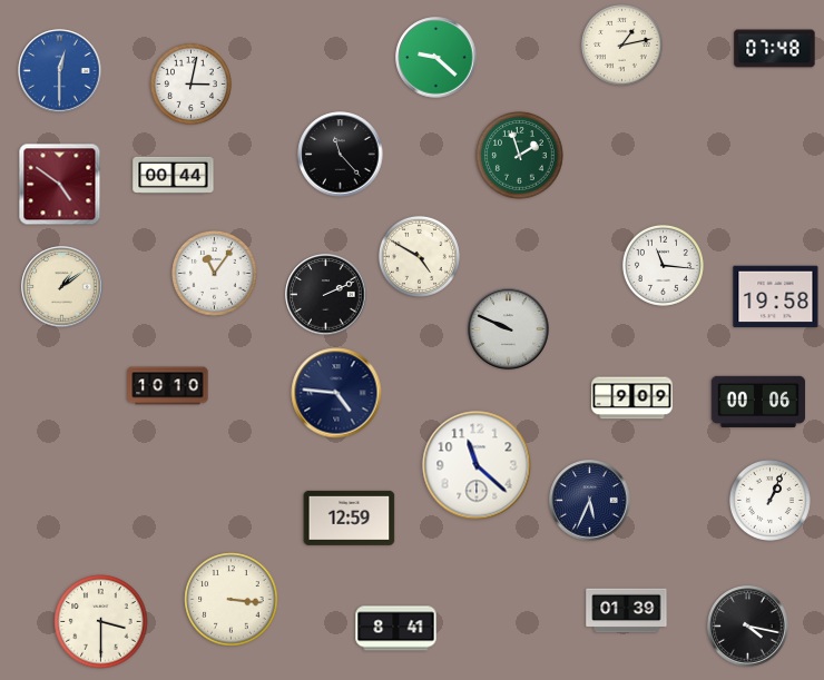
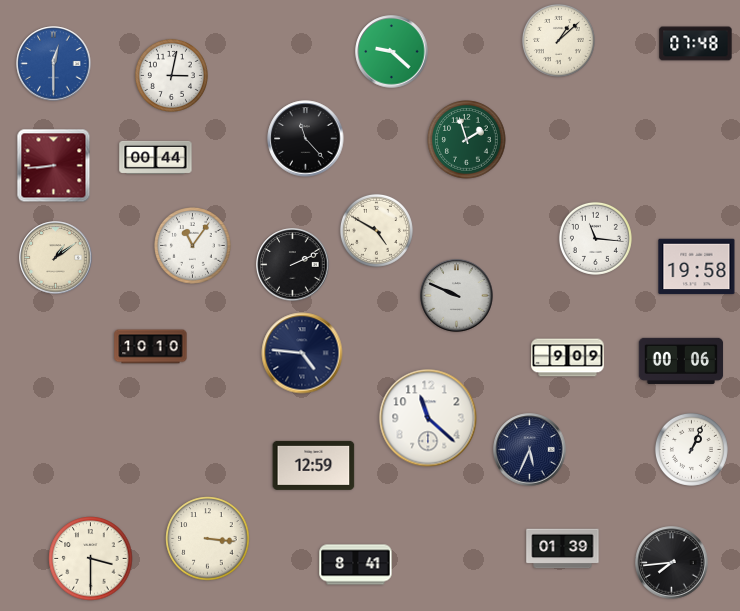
clock at (621, 45): 1:13 -> 1:08
clock at (60, 185): 4:51 -> 8:44
clock at (748, 627): 4:17 -> 7:44
